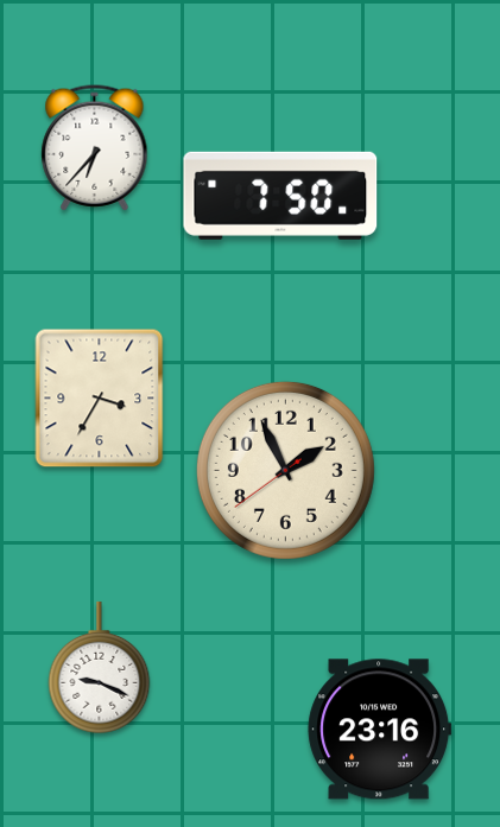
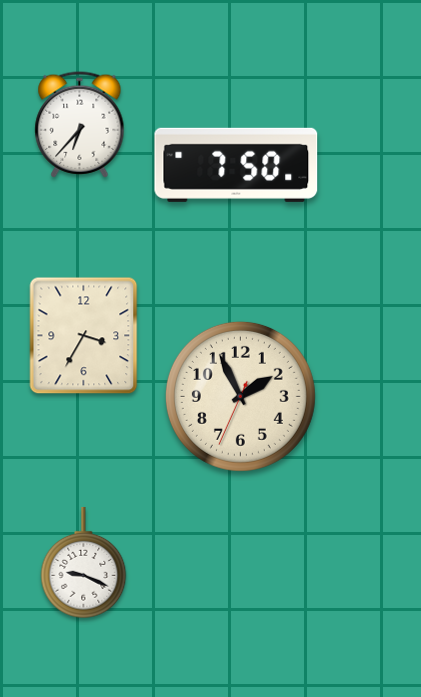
clock at (285, 470): 1:55:39 -> 1:55:34
clock at (380, 730): 23:16 -> none
